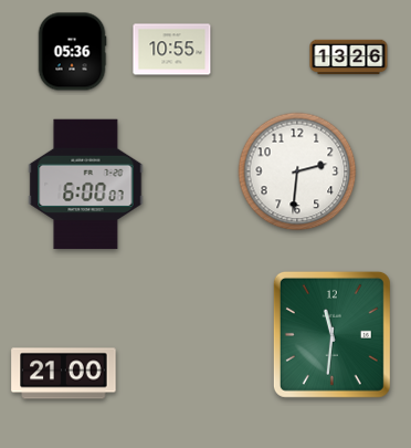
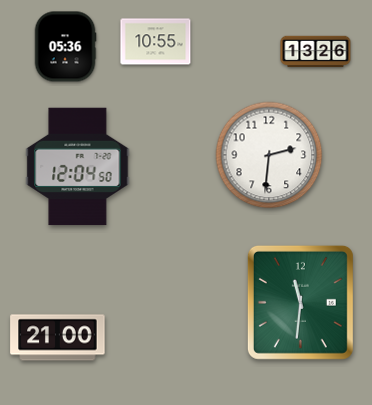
clock at (172, 50) position: (172, 50) -> (156, 42)
clock at (86, 185): 6:00 -> 12:04
